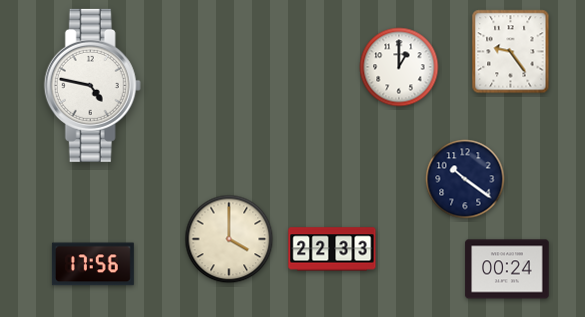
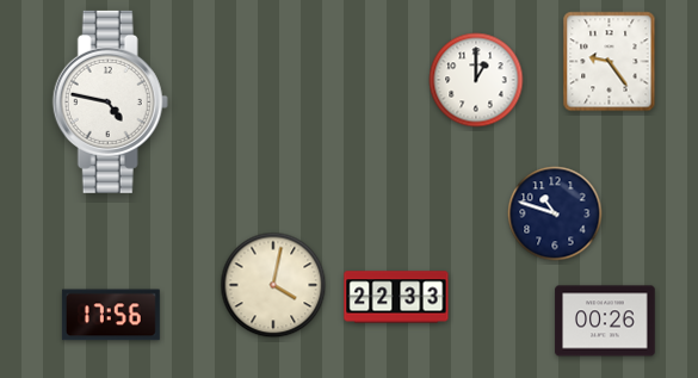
clock at (465, 179): 10:21 -> 10:48
clock at (229, 239): 4:00 -> 4:02
clock at (507, 269): 00:24 -> 00:26
